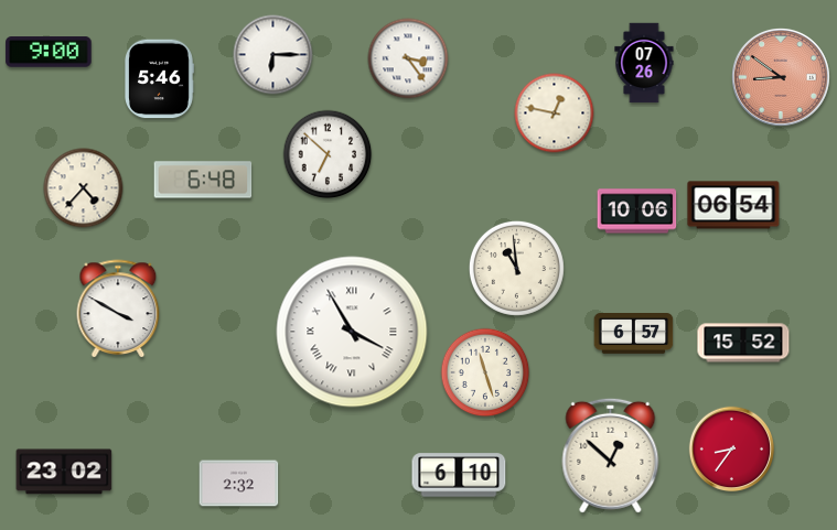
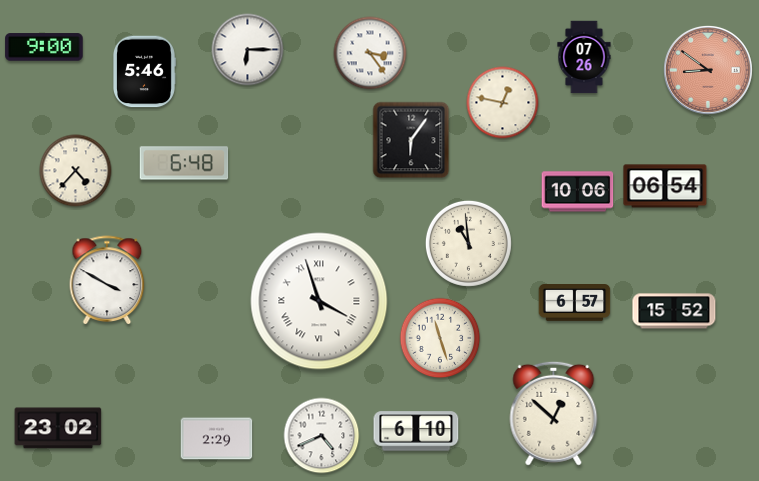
clock at (328, 154): 6:52 -> none
clock at (411, 140): none -> 6:06
clock at (352, 332): 3:55 -> 3:57
clock at (732, 450): 8:36 -> none
clock at (322, 436): none -> 4:41
clock at (239, 484): 2:32 -> 2:29
